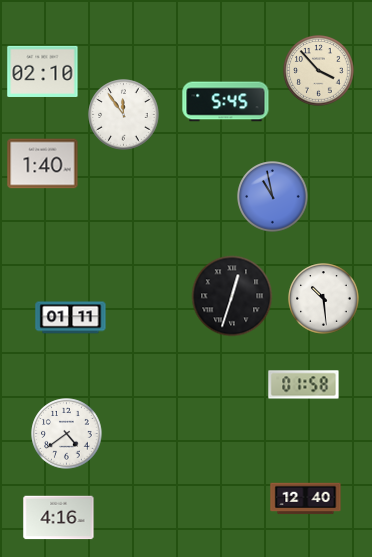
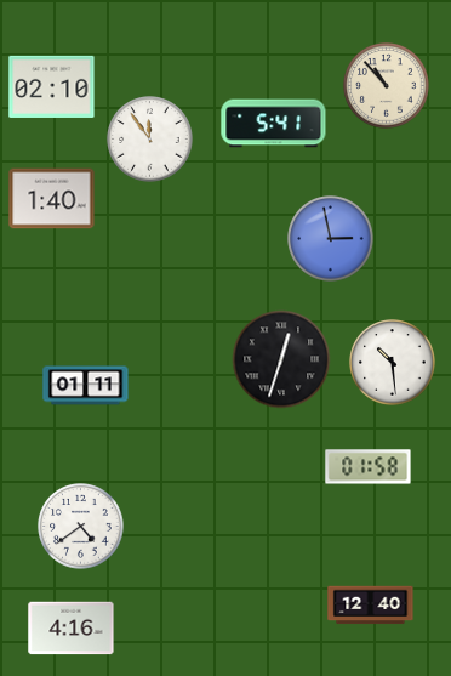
clock at (319, 71): 3:53 -> 10:53
clock at (226, 102): 5:45 -> 5:41
clock at (273, 197): 10:58 -> 2:58
